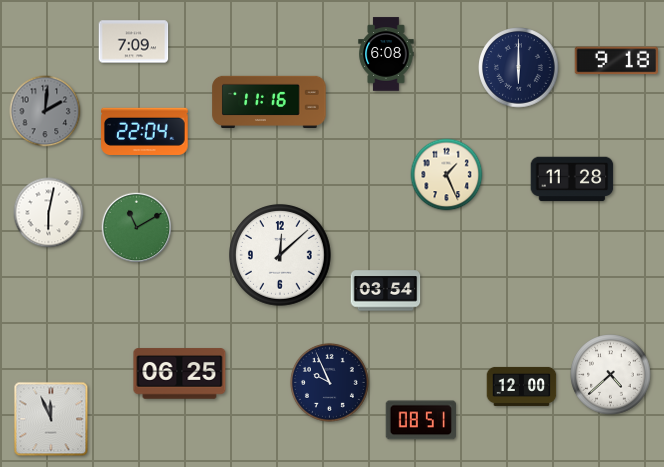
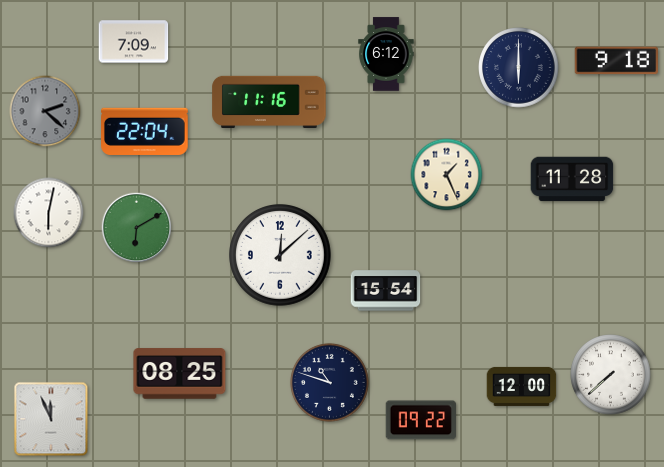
clock at (386, 54): 6:08 -> 6:12
clock at (45, 111): 2:01 -> 2:22
clock at (137, 228): 11:10 -> 6:10
clock at (386, 291): 03:54 -> 15:54
clock at (180, 374): 06:25 -> 08:25
clock at (611, 375): 4:38 -> 7:38
clock at (329, 382): 9:56 -> 10:48
clock at (420, 420): 08:51 -> 09:22
